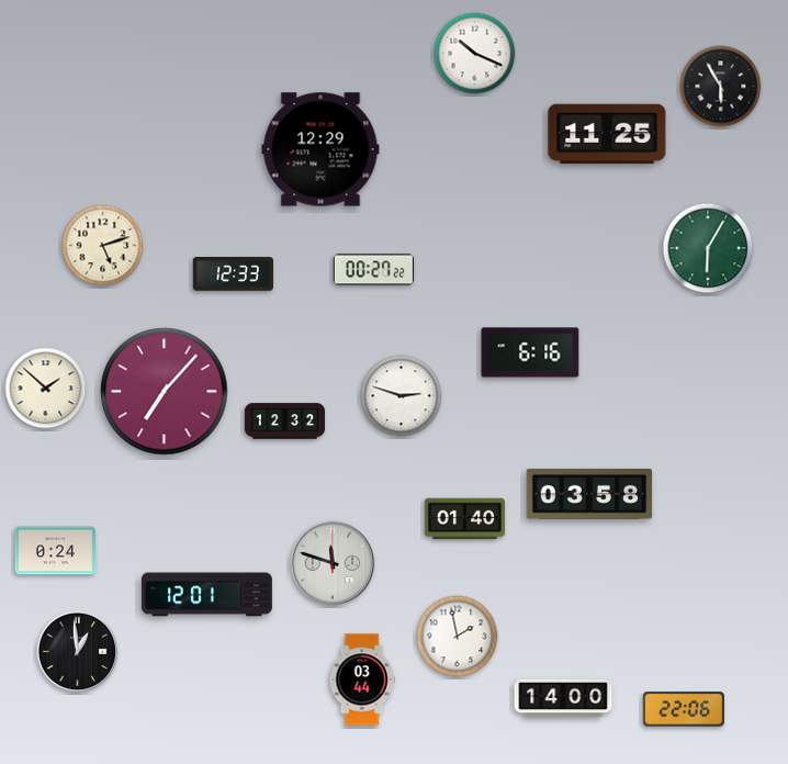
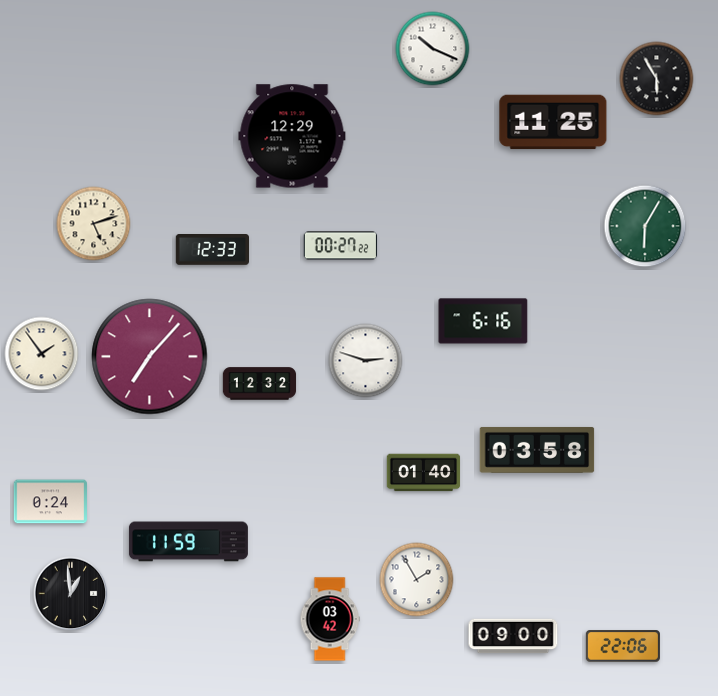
clock at (46, 389): 1:52 -> 1:54
clock at (333, 563): 11:48 -> none
clock at (206, 595): 12:01 -> 11:59
clock at (458, 637): 1:58 -> 1:55
clock at (362, 679): 03:44 -> 03:42
clock at (563, 698): 14:00 -> 09:00
